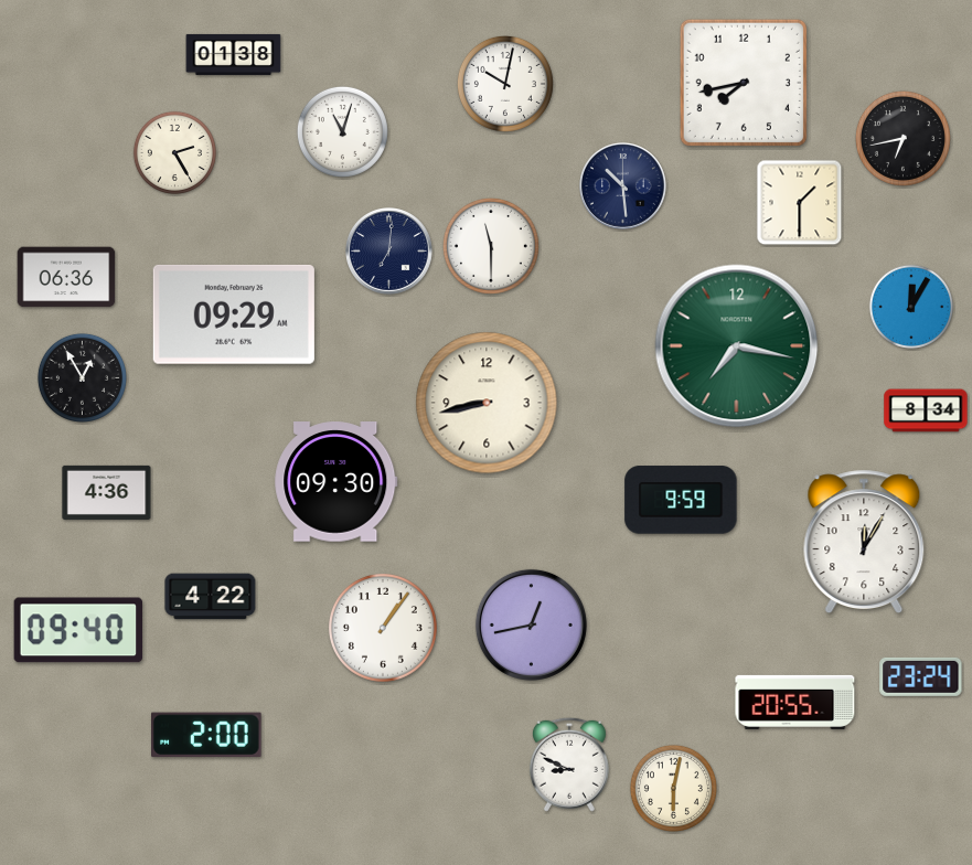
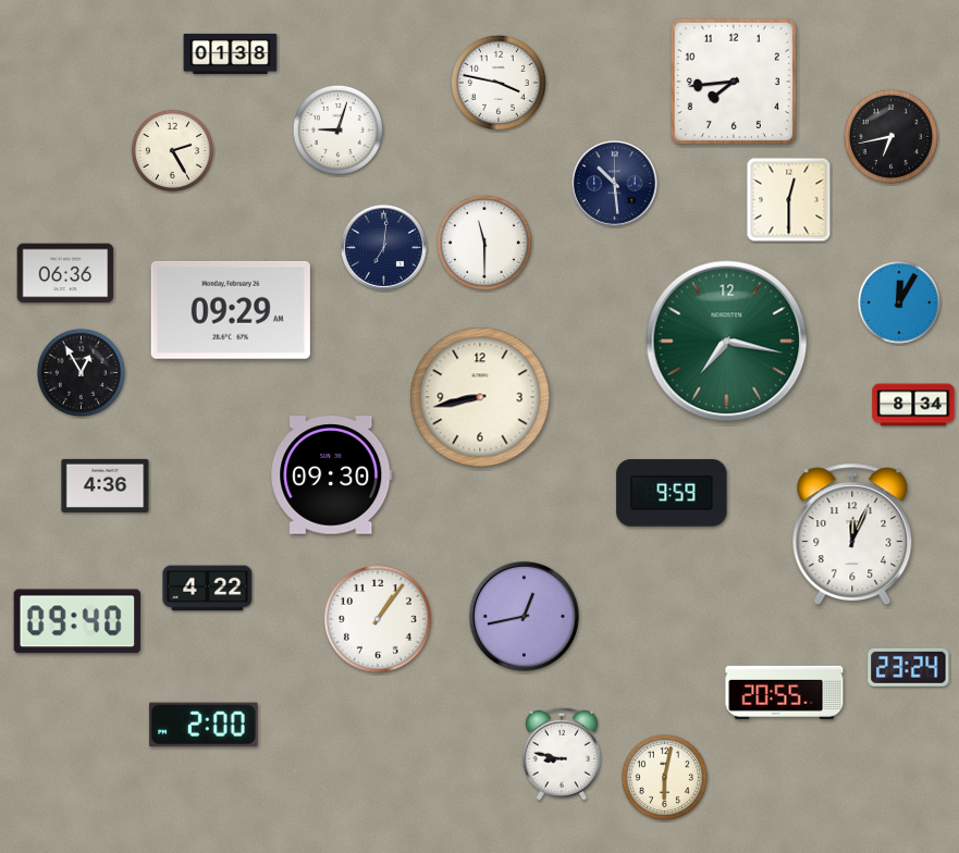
clock at (744, 83): 7:43 -> 7:44
clock at (505, 84): 10:02 -> 3:47
clock at (342, 131): 11:03 -> 9:03
clock at (800, 203): 1:30 -> 12:30
clock at (864, 542): 12:05 -> 12:04
clock at (569, 765): 8:49 -> 8:47
